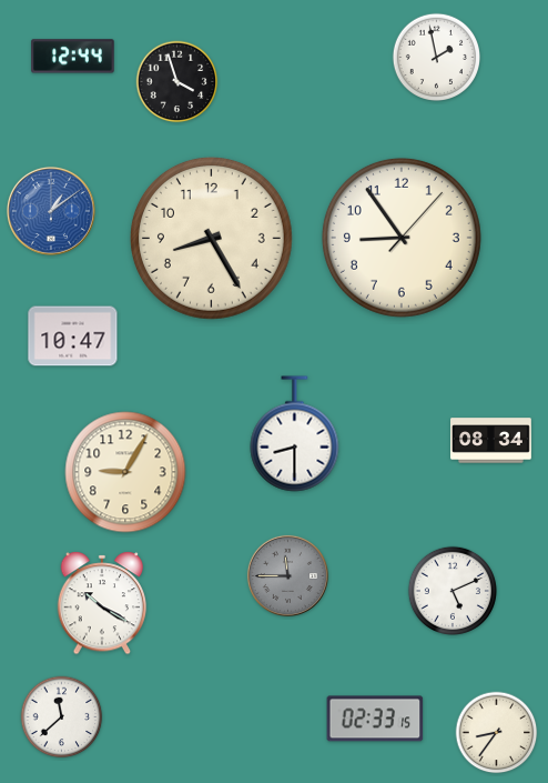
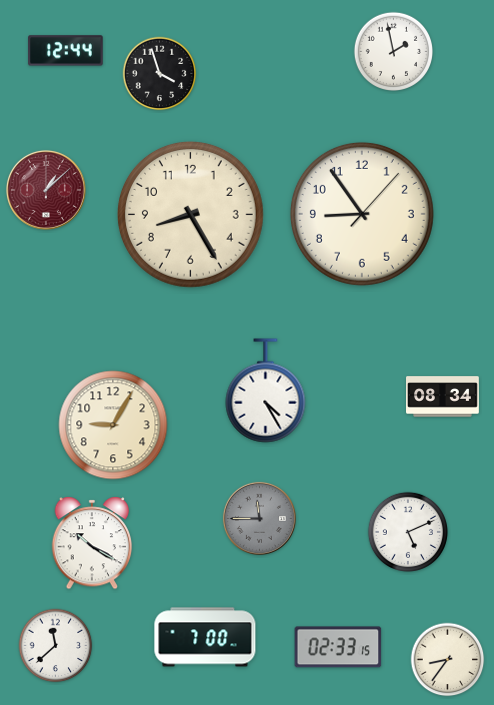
clock at (51, 211): 1:09 -> 1:08
clock at (51, 211) dial: blue -> burgundy
clock at (73, 337): 10:47 -> none
clock at (295, 434): 8:30 -> 4:25
clock at (205, 637): none -> 7:00
